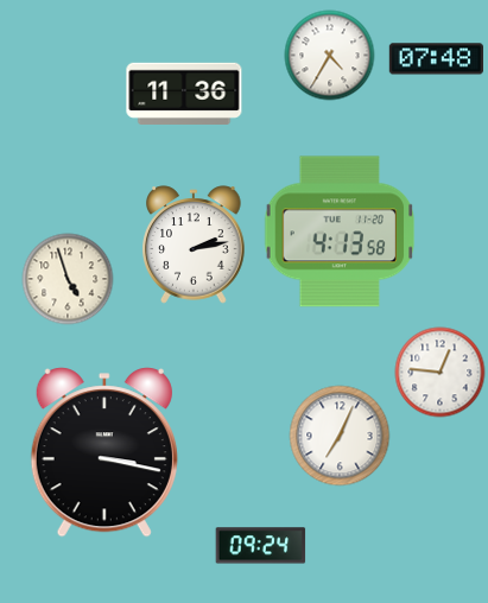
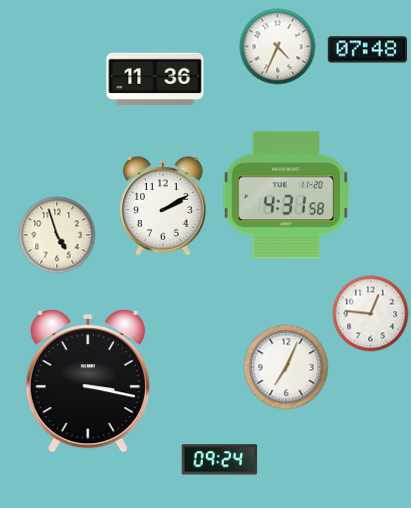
clock at (330, 56): 4:35 -> 4:34
clock at (340, 231): 4:13 -> 4:31
clock at (194, 245): 2:13 -> 2:10
